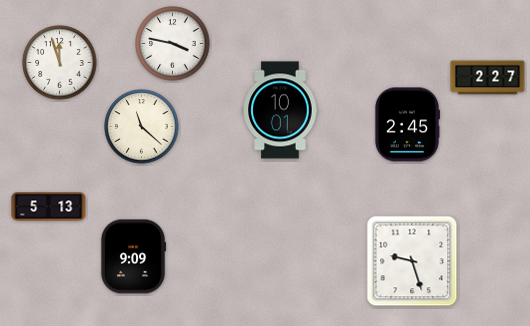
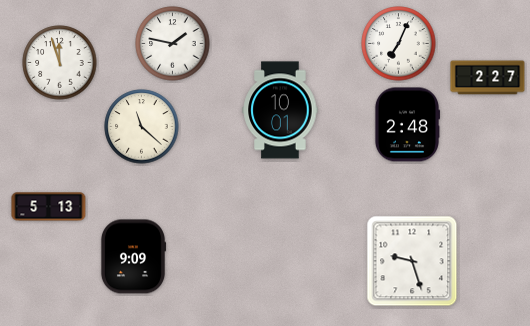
clock at (173, 44): 3:47 -> 1:47
clock at (399, 44): none -> 7:04
clock at (407, 125): 2:45 -> 2:48
